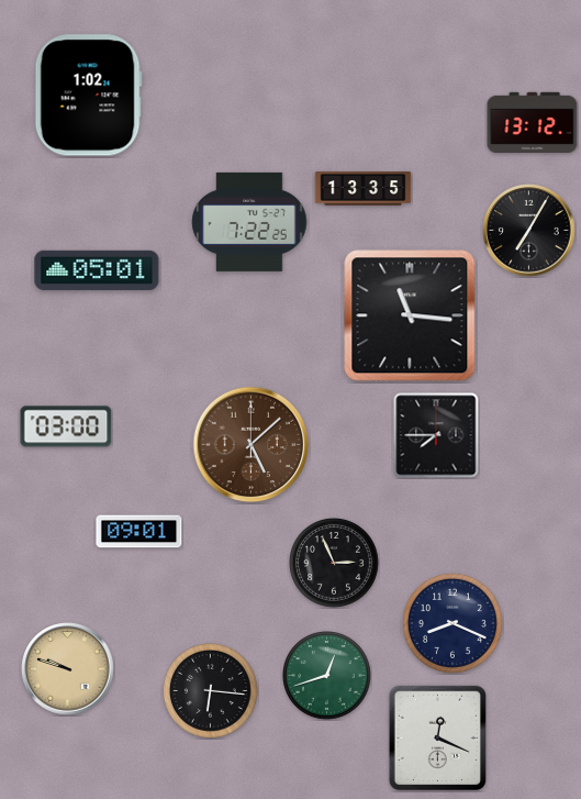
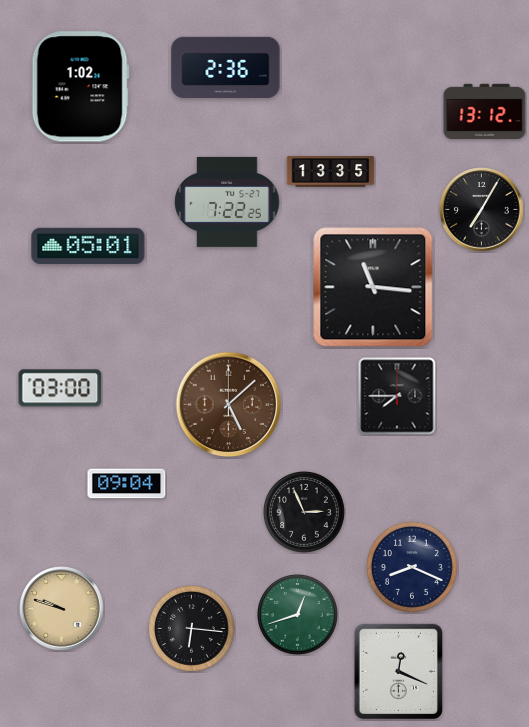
clock at (226, 67): none -> 2:36
clock at (139, 532): 09:01 -> 09:04
